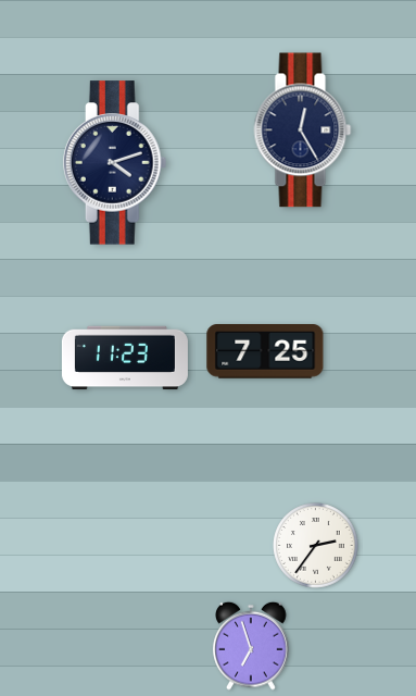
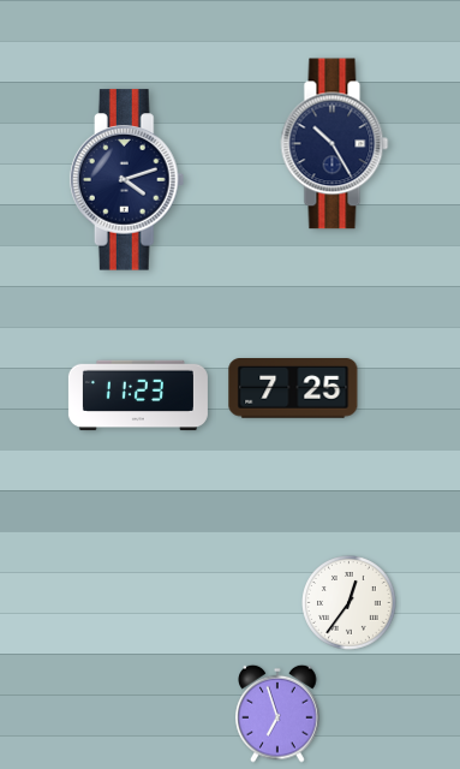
clock at (303, 130): 12:25 -> 10:25
clock at (316, 546): 2:36 -> 12:36
